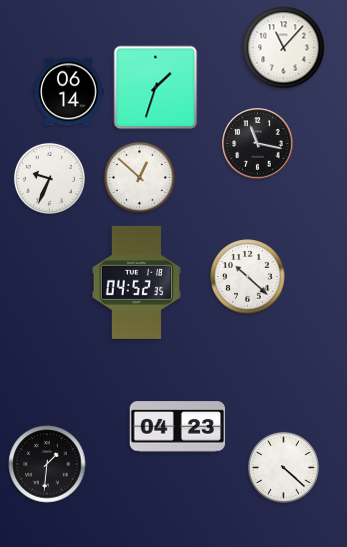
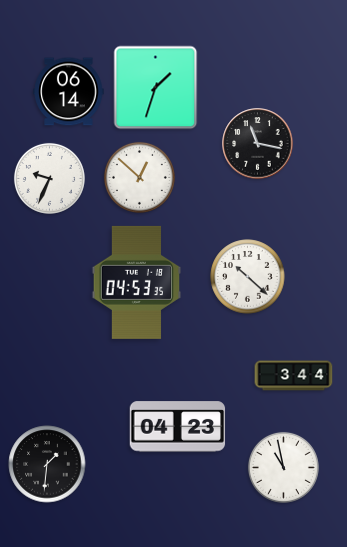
clock at (284, 48): 11:07 -> none
clock at (137, 282): 04:52 -> 04:53
clock at (294, 376): none -> 3:44
clock at (283, 467): 4:22 -> 10:58
